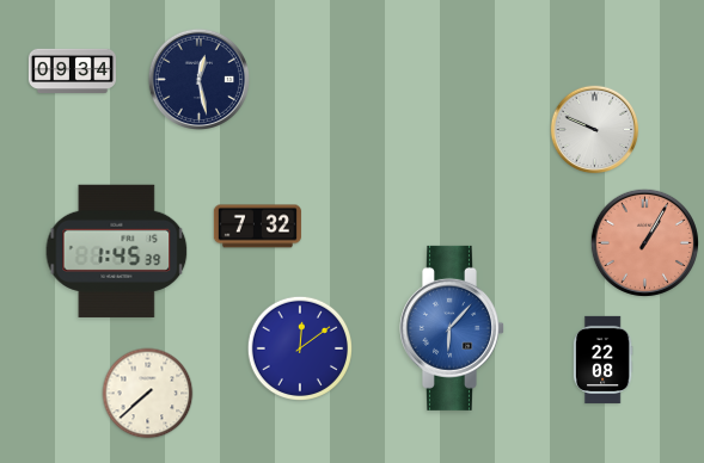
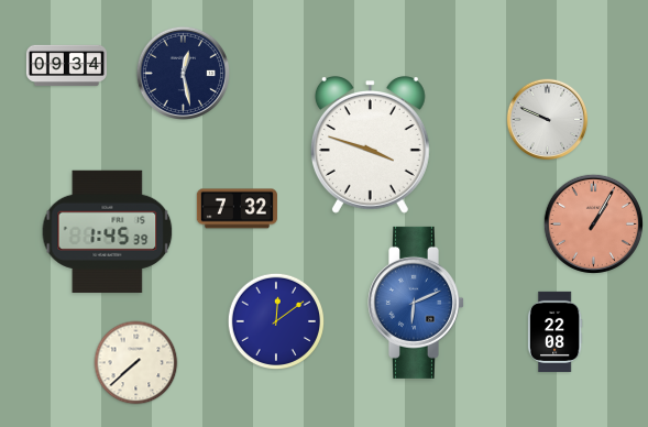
clock at (370, 145): none -> 3:48
clock at (453, 328): 6:07 -> 6:11
